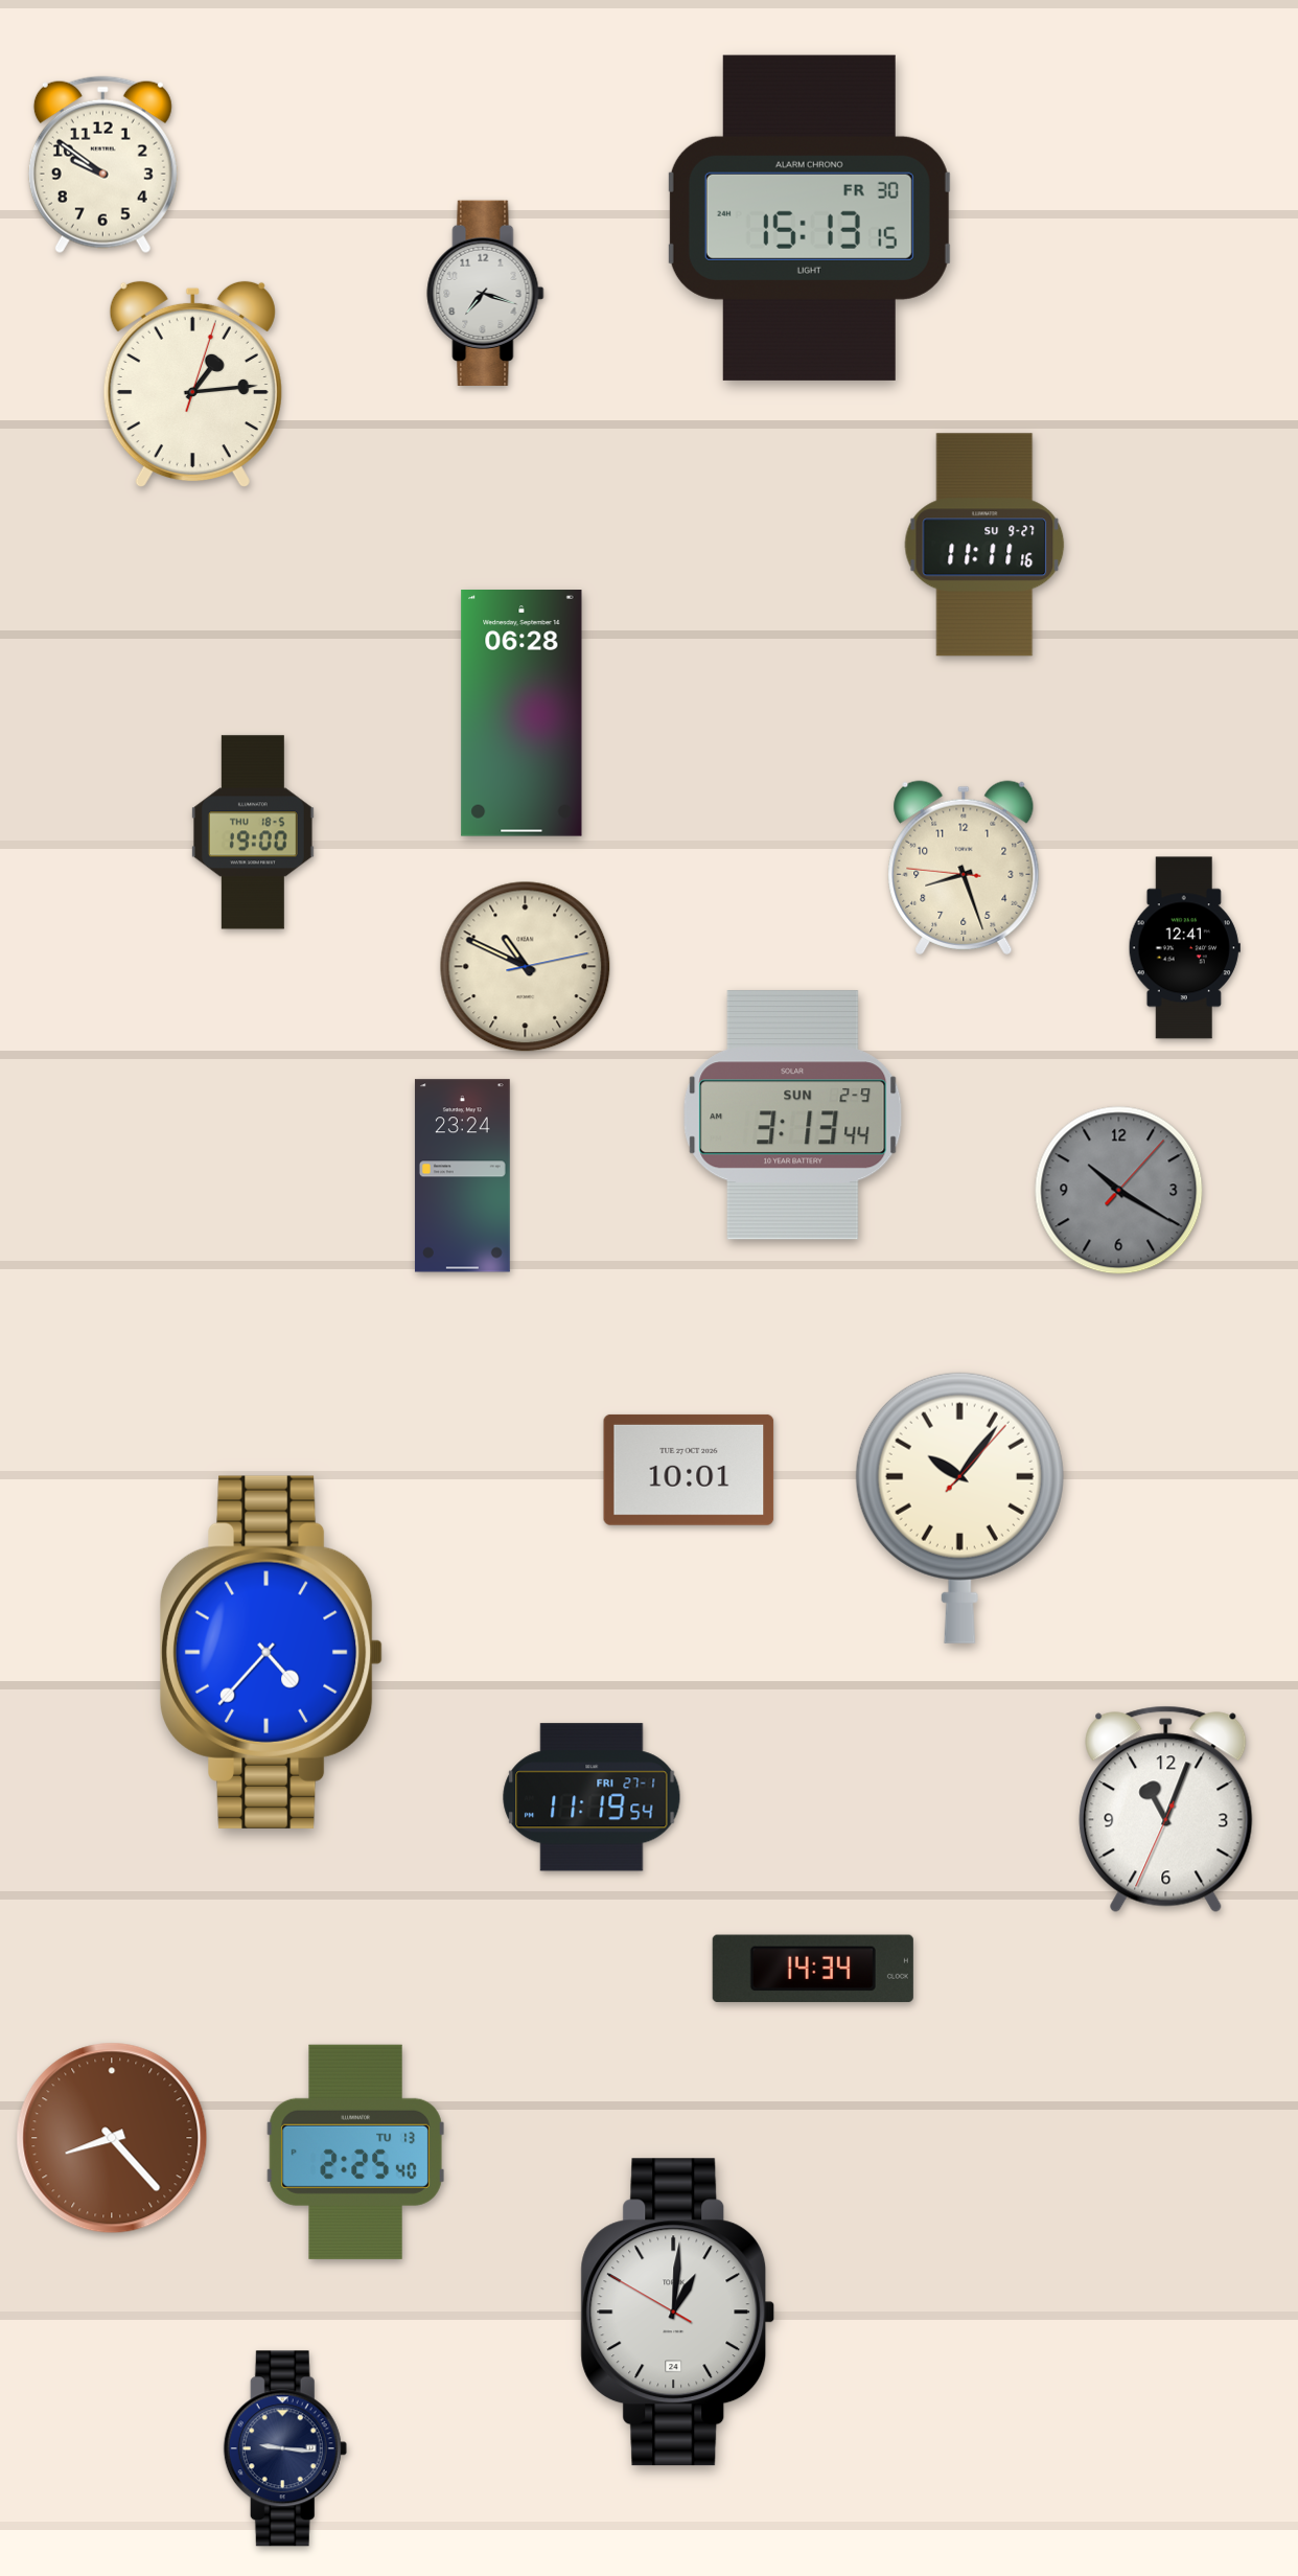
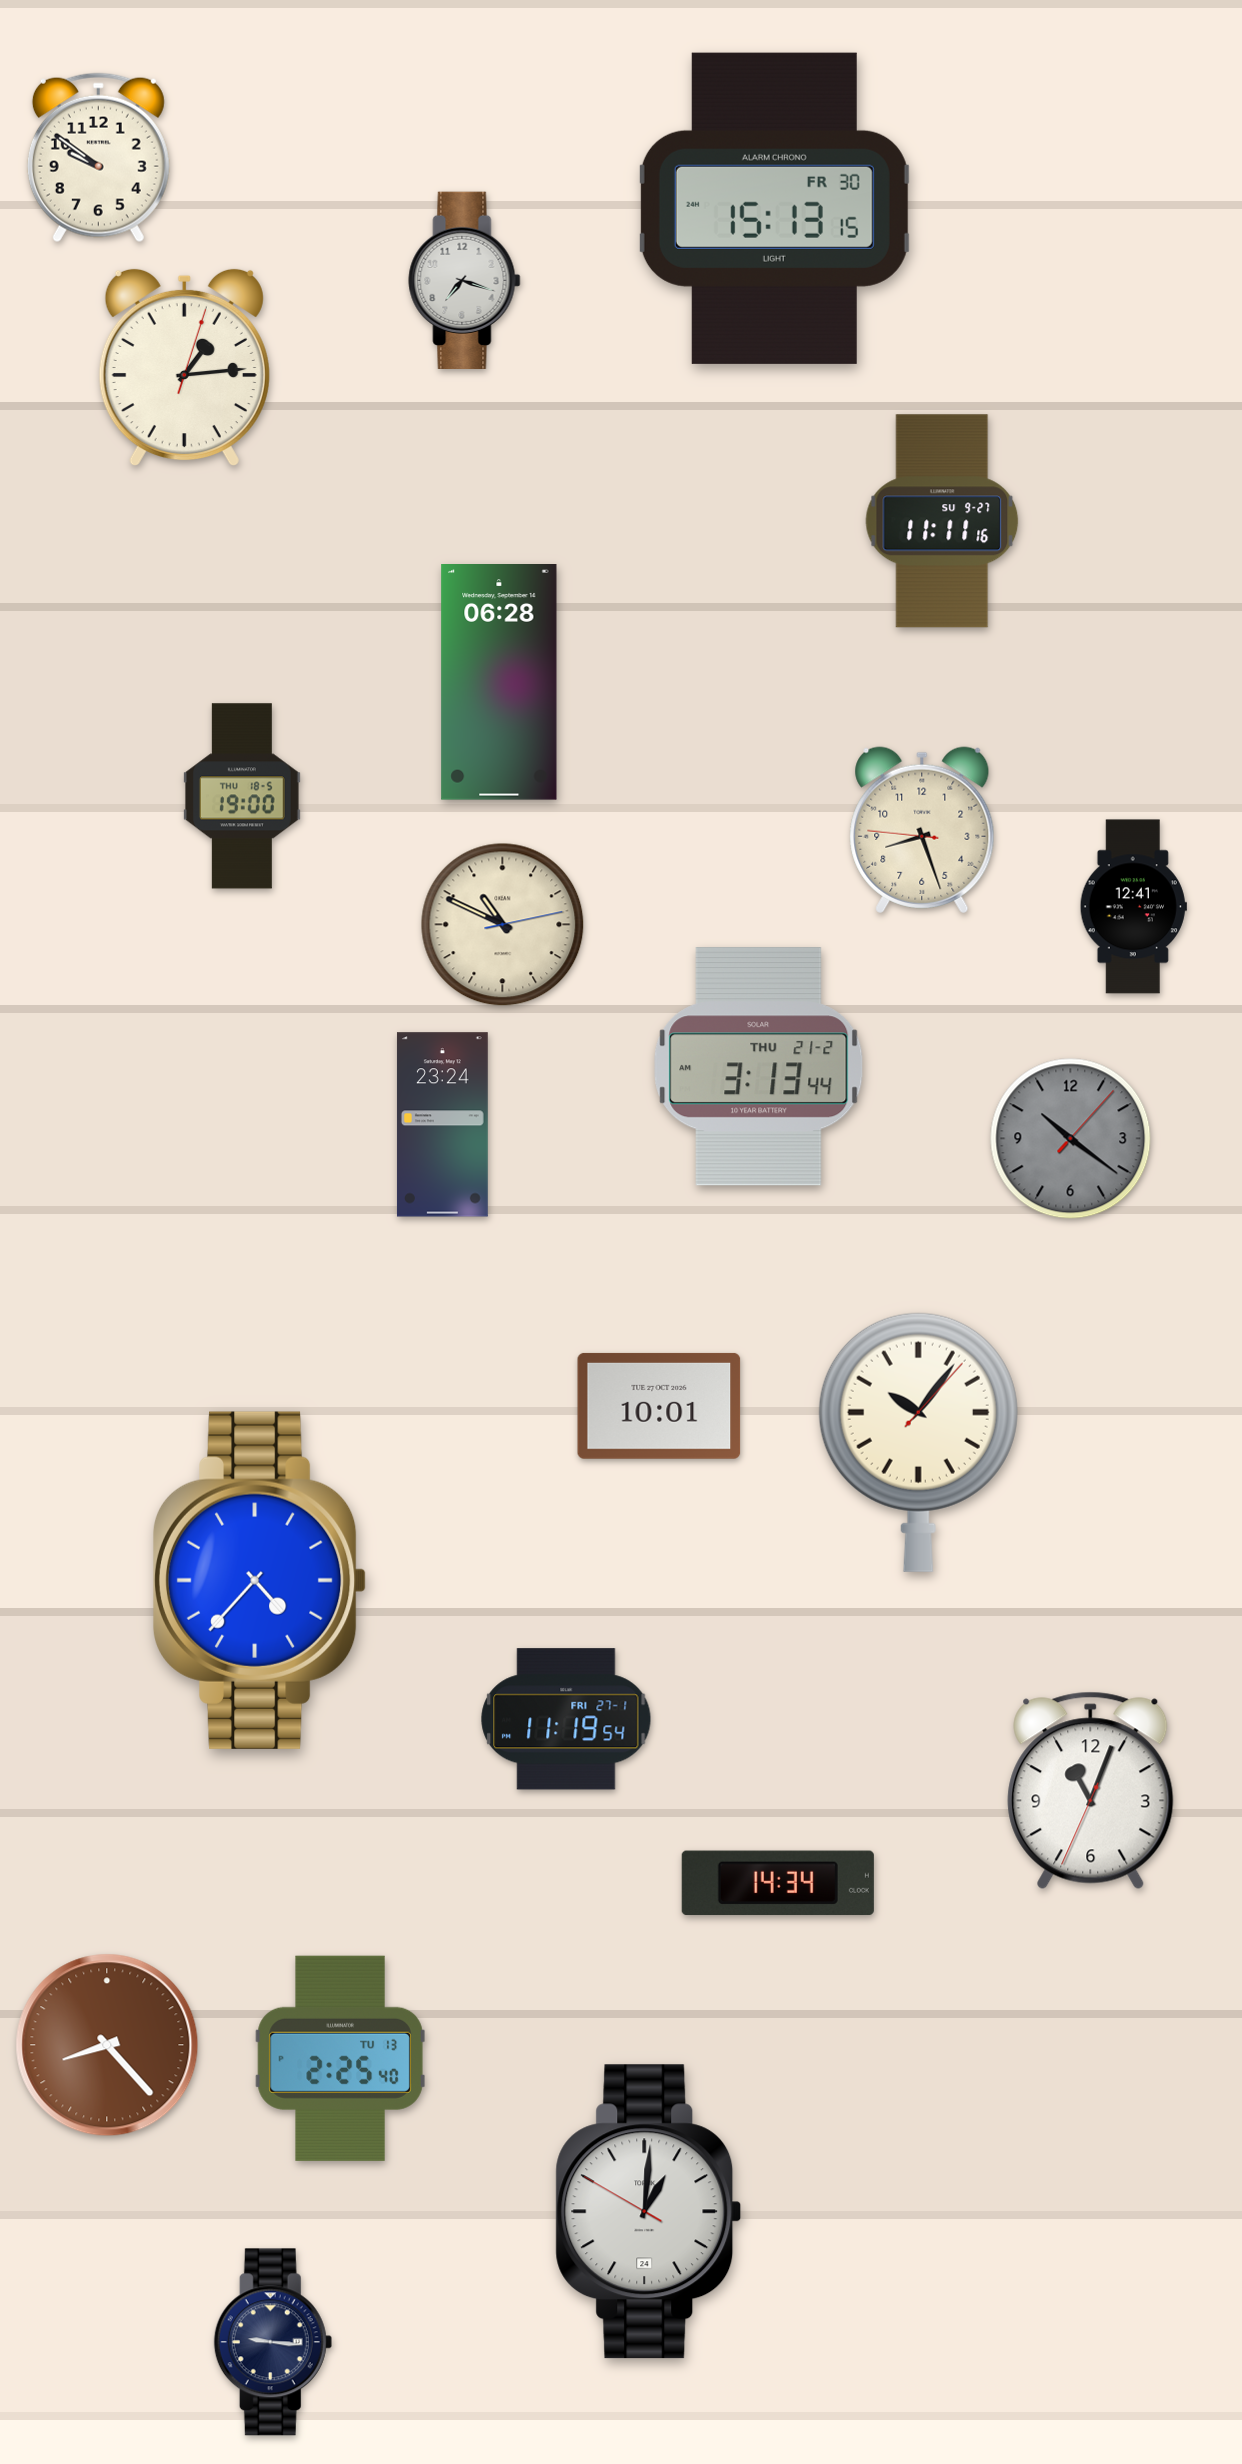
clock at (793, 1115) date: SUN 2-9 -> THU 21-2
clock at (1119, 1191): 10:20 -> 10:21
clock at (1166, 1810) position: (1166, 1810) -> (1091, 1791)
